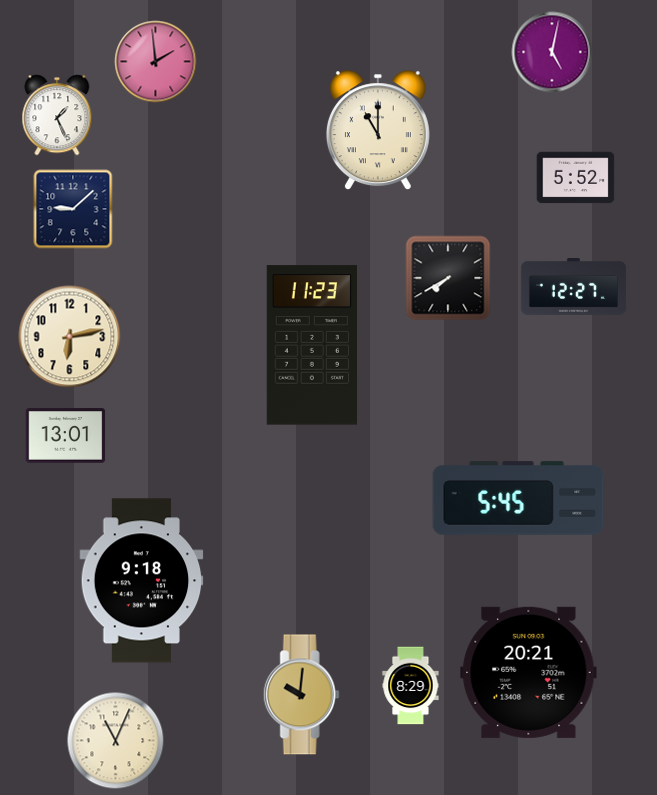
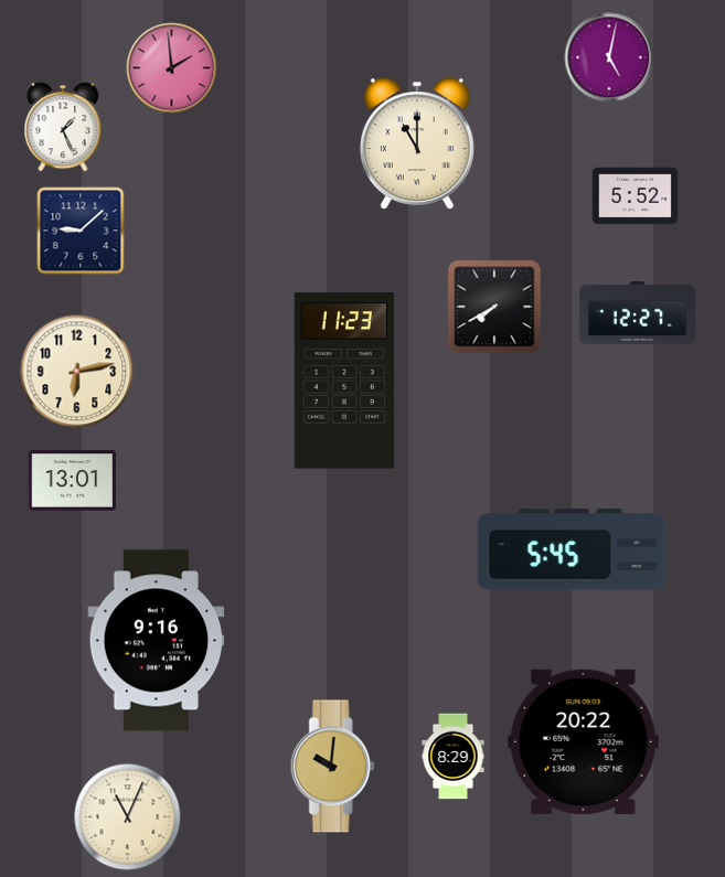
clock at (573, 287) position: (573, 287) -> (637, 313)
clock at (142, 581): 9:18 -> 9:16
clock at (529, 672): 20:21 -> 20:22
